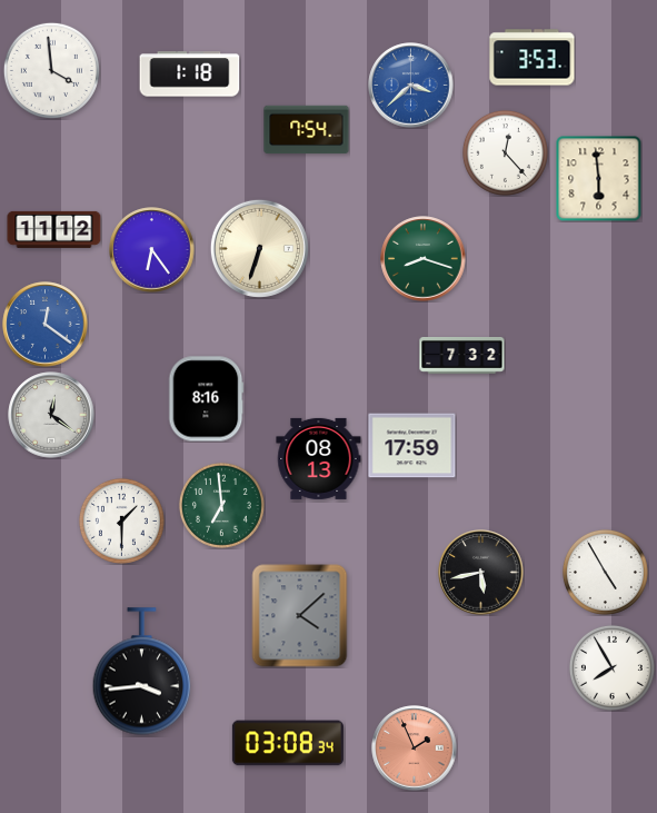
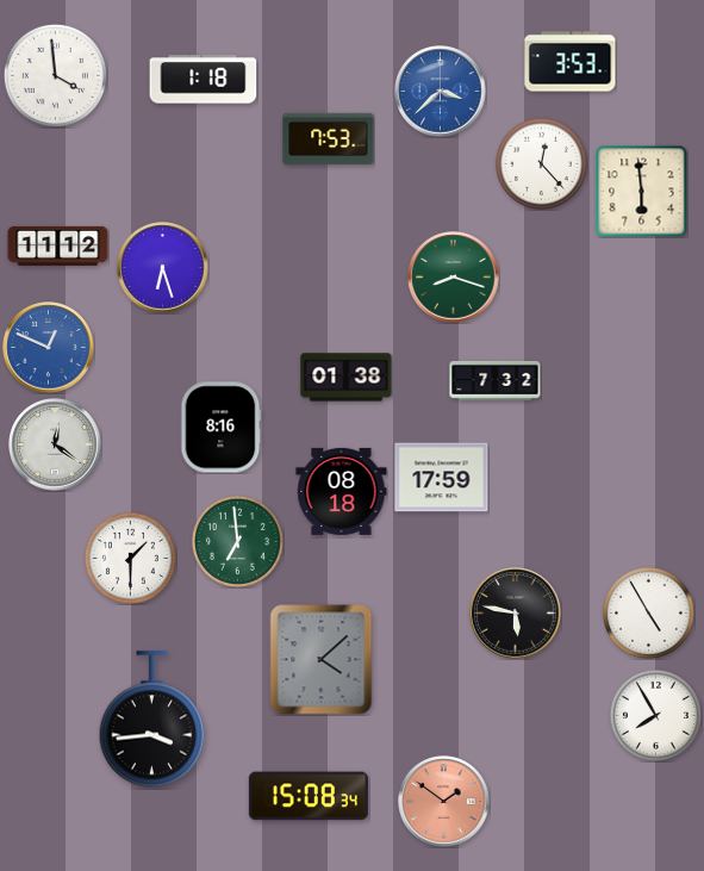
clock at (307, 130): 7:54 -> 7:53
clock at (259, 248): 6:33 -> none
clock at (152, 250): 6:24 -> 6:27
clock at (46, 325): 12:21 -> 12:49
clock at (347, 378): none -> 01:38
clock at (319, 458): 08:13 -> 08:18
clock at (481, 573): 5:43 -> 5:47
clock at (288, 743): 03:08 -> 15:08
clock at (415, 748): 1:56 -> 1:51
